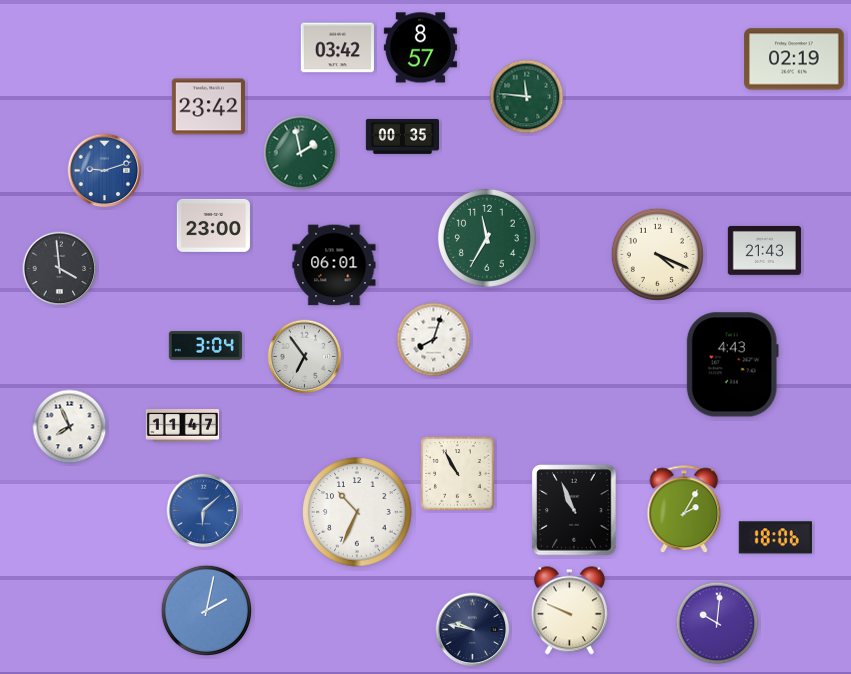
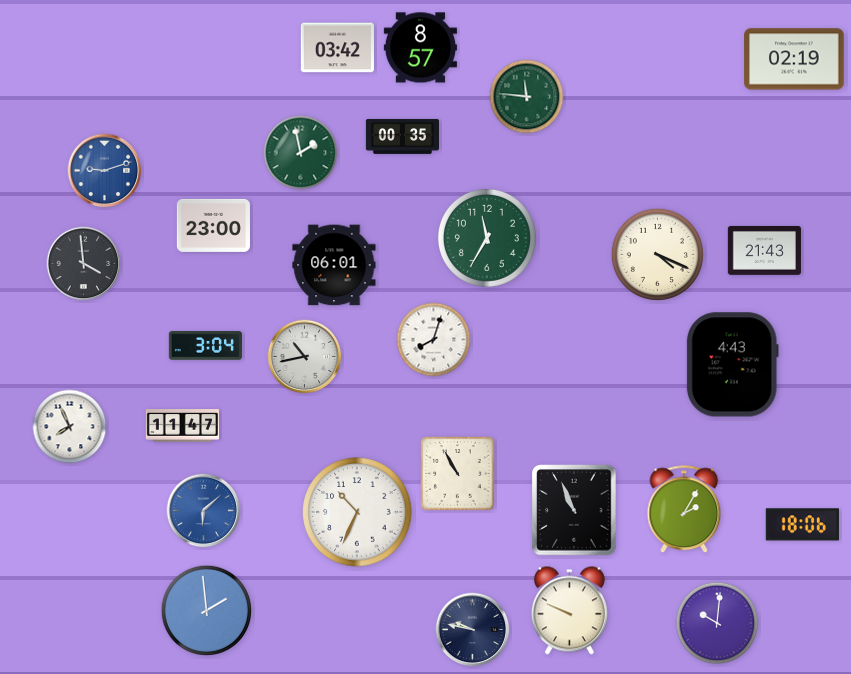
clock at (208, 107): 23:42 -> none
clock at (60, 269) position: (60, 269) -> (84, 264)
clock at (305, 357): 6:54 -> 10:43
clock at (775, 538) position: (775, 538) -> (802, 525)
clock at (206, 610): 2:02 -> 1:59
